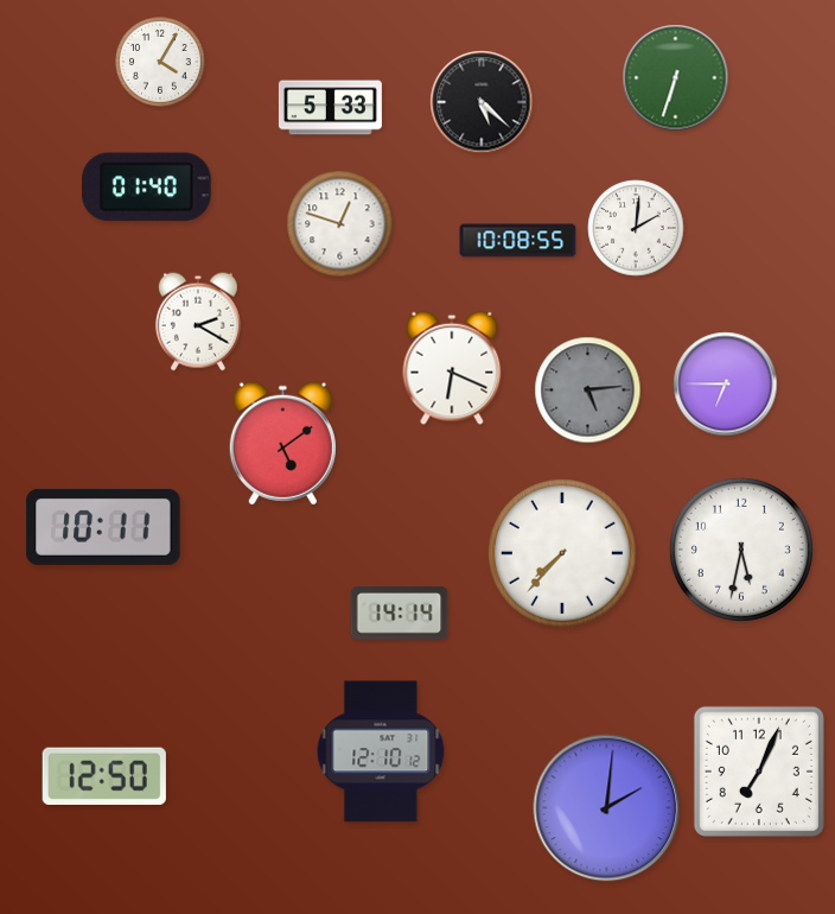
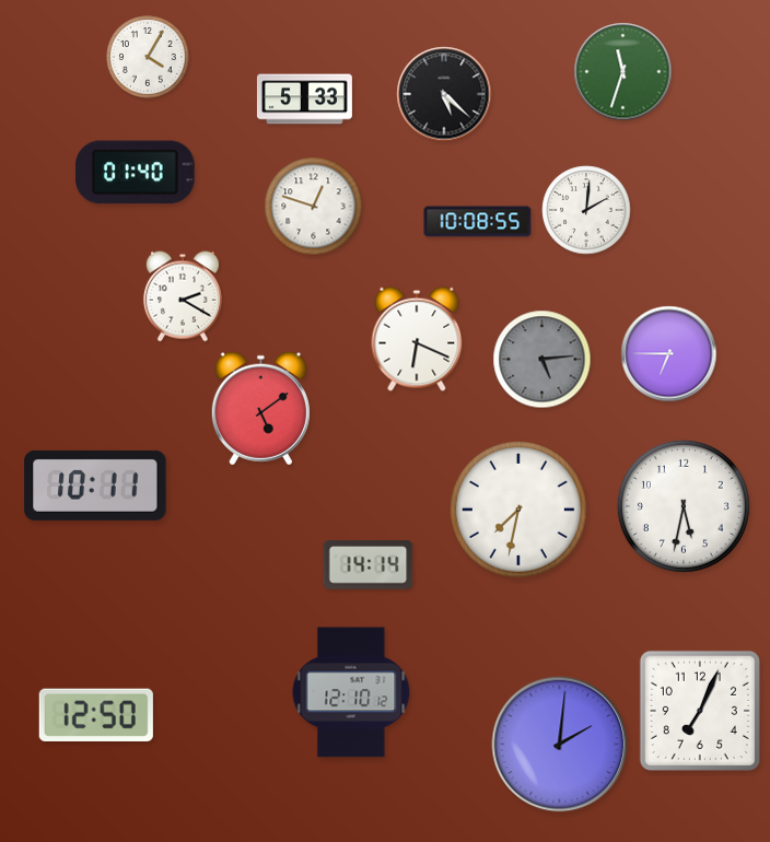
clock at (676, 78): 6:33 -> 11:33
clock at (562, 553): 7:37 -> 7:32
